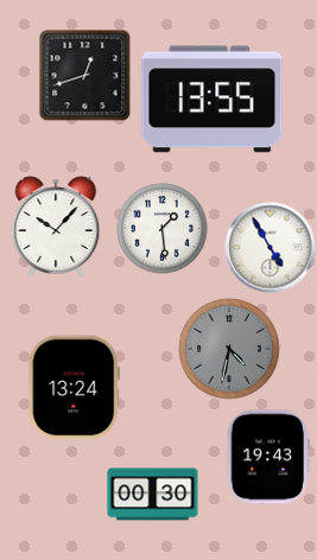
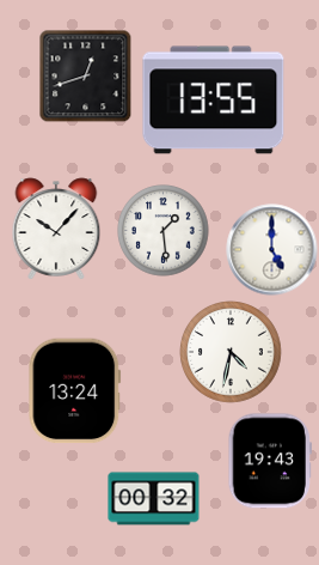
clock at (271, 248): 4:55 -> 5:00
clock at (230, 350) dial: grey -> white
clock at (153, 495): 00:30 -> 00:32
